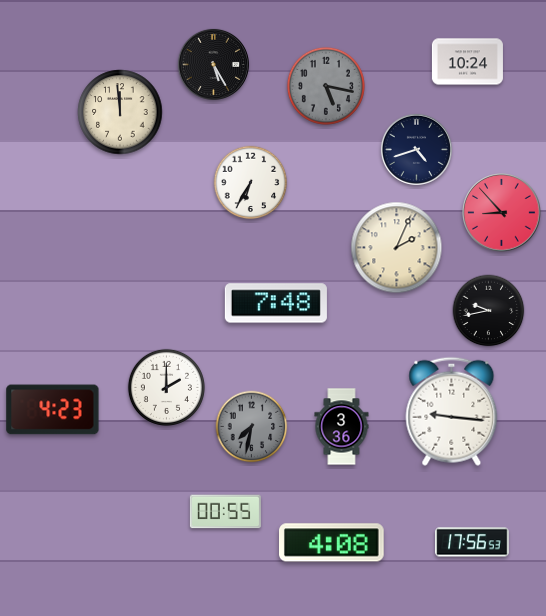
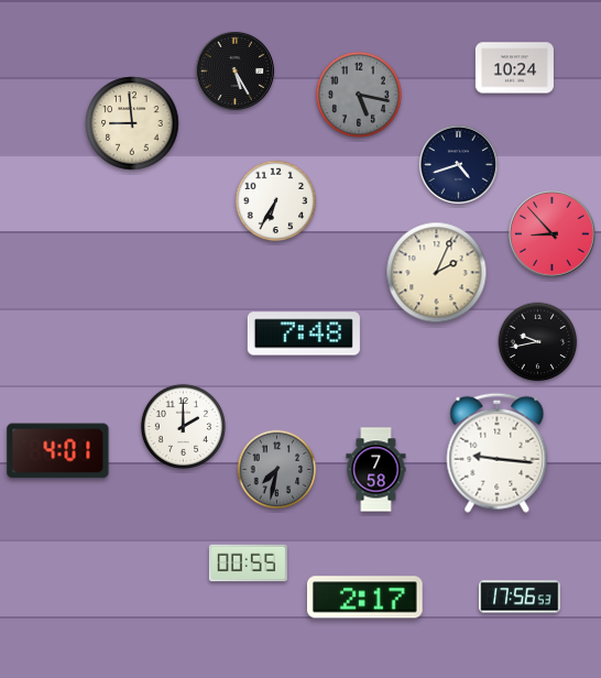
clock at (120, 112): 11:59 -> 8:59
clock at (53, 410): 4:23 -> 4:01
clock at (342, 427): 3:36 -> 7:58
clock at (332, 543): 4:08 -> 2:17
